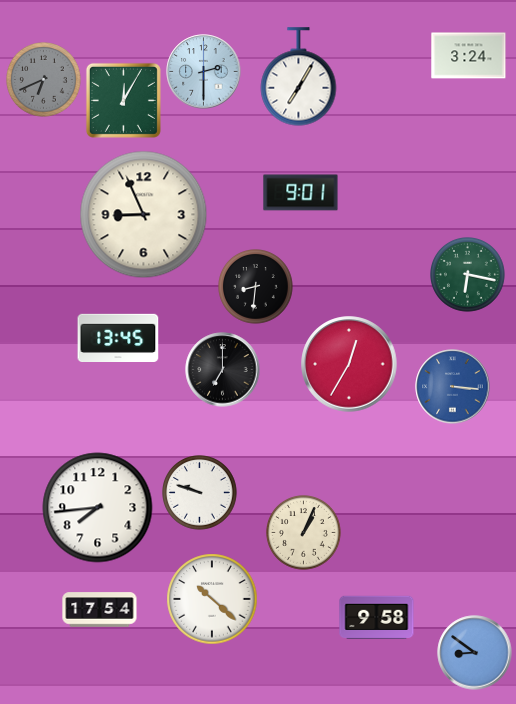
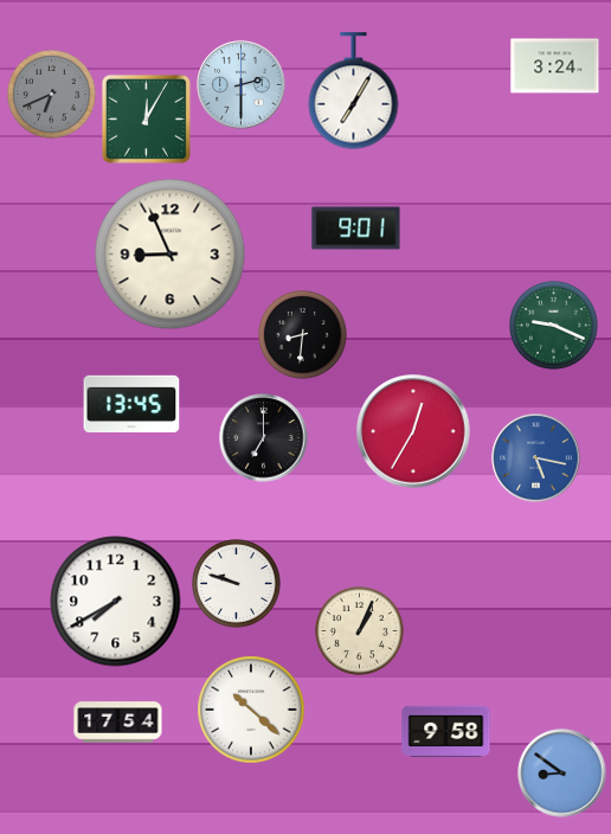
clock at (468, 275): 6:17 -> 9:19
clock at (256, 287) position: (256, 287) -> (303, 335)
clock at (118, 337) position: (118, 337) -> (131, 403)
clock at (453, 387): 3:16 -> 5:17
clock at (98, 508): 7:44 -> 7:40
